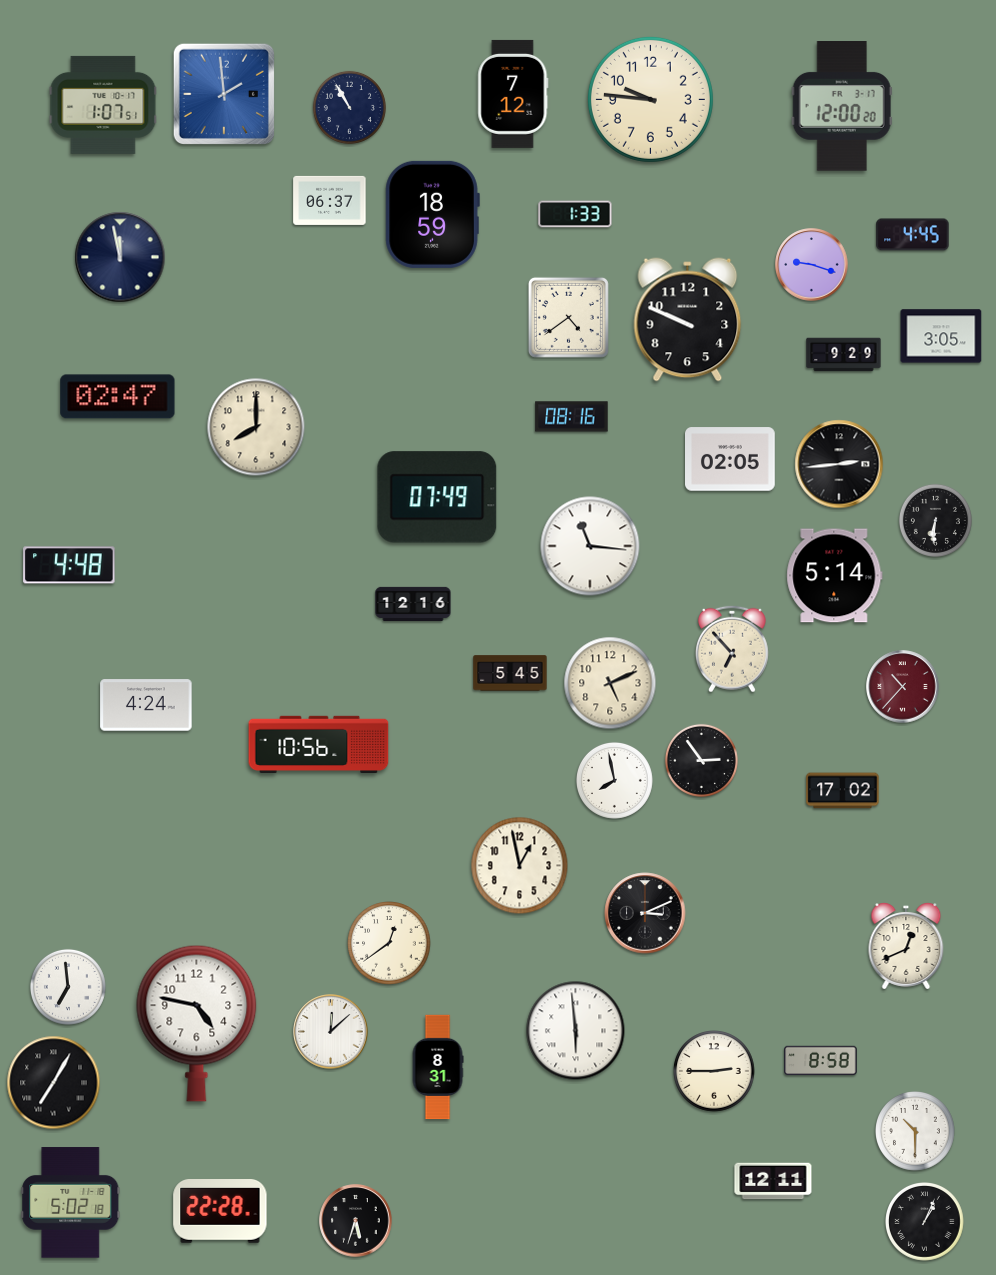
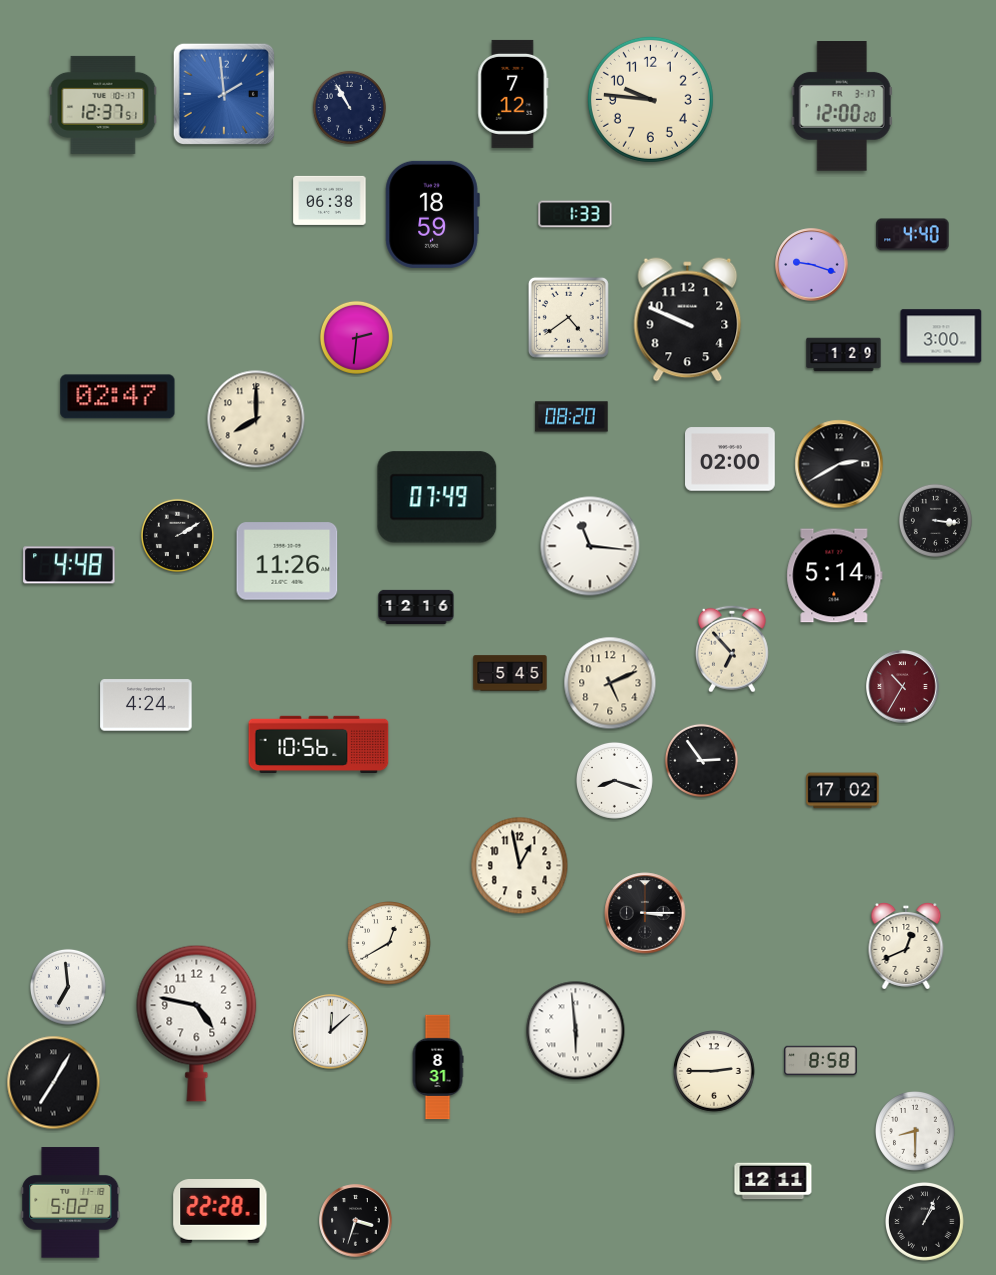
clock at (103, 105): 1:07 -> 12:37
clock at (330, 200): 06:37 -> 06:38
clock at (913, 235): 4:45 -> 4:40
clock at (120, 257): 11:58 -> none
clock at (941, 336): 3:05 -> 3:00
clock at (356, 337): none -> 2:31
clock at (844, 355): 9:29 -> 1:29
clock at (572, 417): 08:16 -> 08:20
clock at (256, 427) position: (256, 427) -> (256, 419)
clock at (731, 459): 02:05 -> 02:00
clock at (839, 464): 2:44 -> 2:40
clock at (935, 520): 6:31 -> 3:16
clock at (177, 535): none -> 2:10
clock at (287, 561): none -> 11:26
clock at (413, 603) position: (413, 603) -> (416, 606)
clock at (903, 687): 10:37 -> 10:35
clock at (614, 780): 7:58 -> 8:18
clock at (645, 913): 3:11 -> 3:15
clock at (389, 943): 12:39 -> 12:40
clock at (916, 1132): 10:30 -> 8:30
clock at (356, 1221): 5:33 -> 3:33
